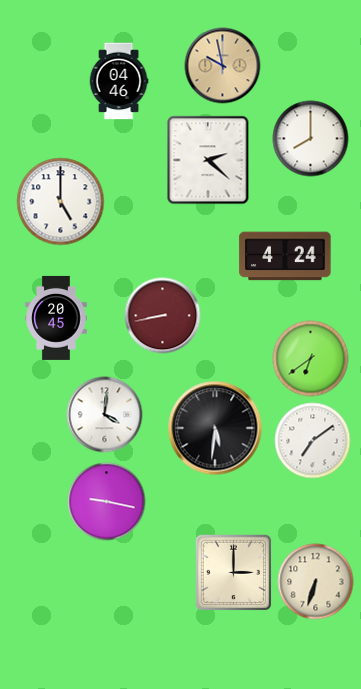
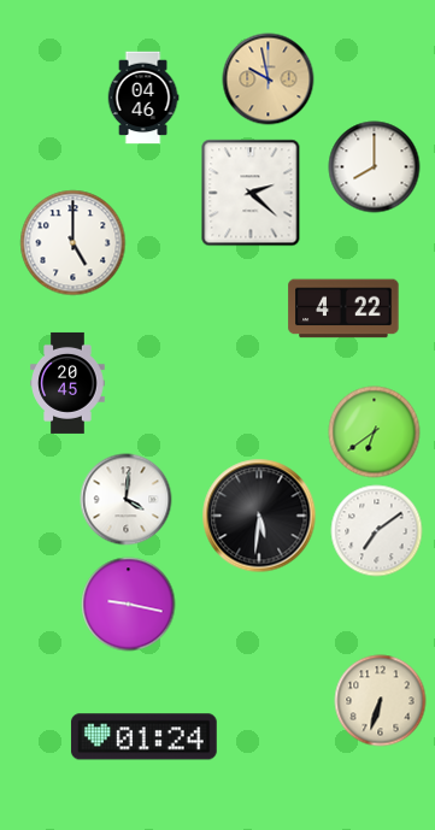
clock at (285, 256): 4:24 -> 4:22
clock at (163, 316): 8:43 -> none
clock at (233, 572): 3:00 -> none
clock at (143, 737): none -> 01:24
